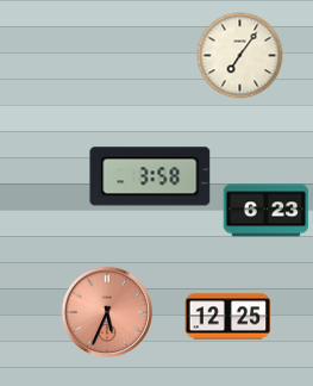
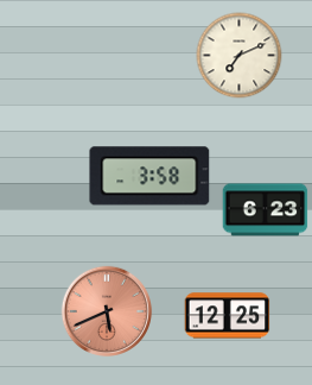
clock at (240, 56): 7:06 -> 7:11
clock at (107, 312): 5:34 -> 5:41
